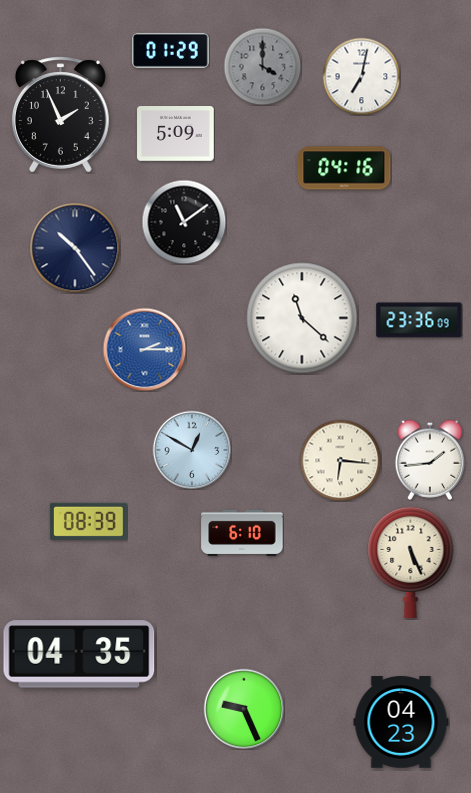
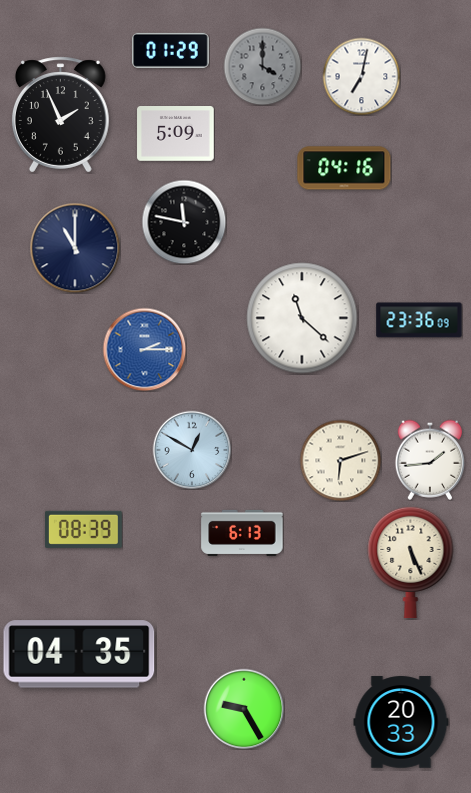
clock at (184, 222): 11:09 -> 11:47
clock at (75, 248): 10:24 -> 11:00
clock at (340, 460): 6:16 -> 6:12
clock at (88, 521) position: (88, 521) -> (83, 529)
clock at (242, 533): 6:10 -> 6:13
clock at (244, 709): 9:26 -> 9:25
clock at (401, 722): 04:23 -> 20:33
